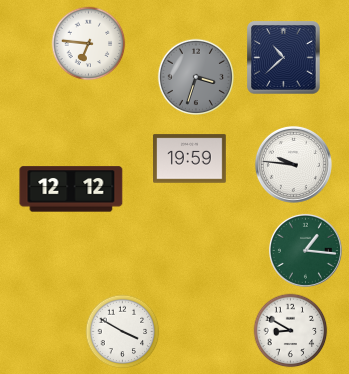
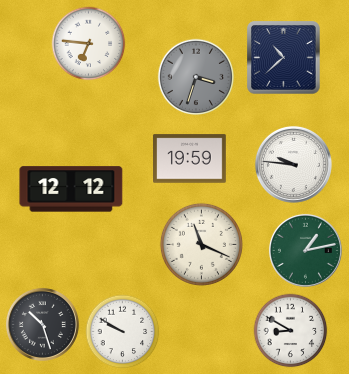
clock at (201, 244): none -> 11:19
clock at (305, 250): 1:16 -> 1:13
clock at (42, 324): none -> 10:27
clock at (123, 332): 3:50 -> 9:50
